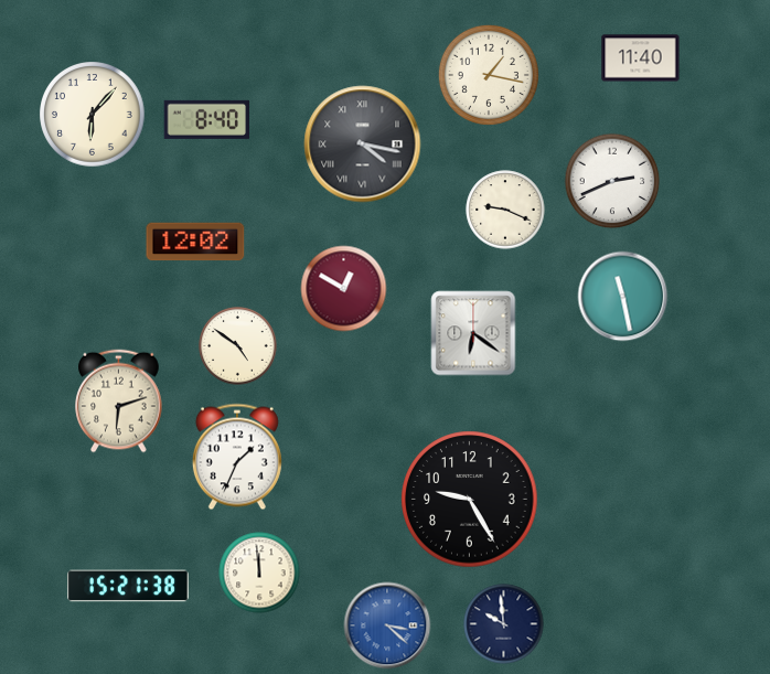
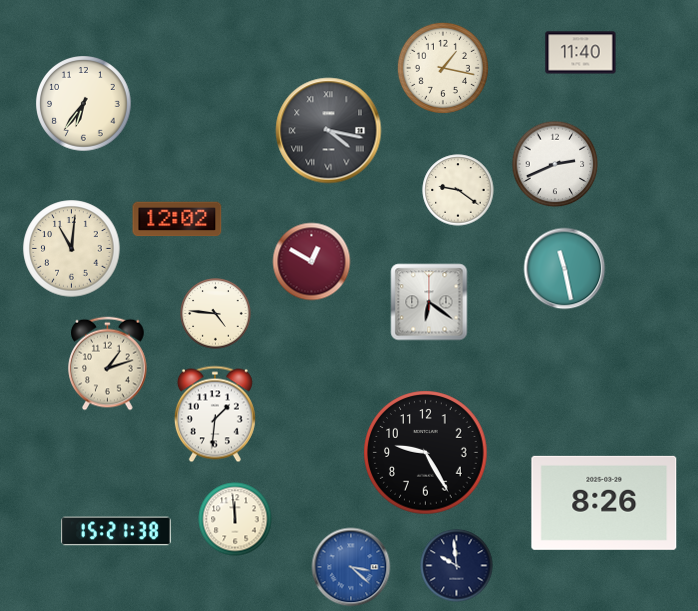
clock at (93, 115): 6:07 -> 6:36
clock at (206, 119): 8:40 -> none
clock at (505, 210): 9:19 -> 9:21
clock at (72, 249): none -> 11:01
clock at (238, 346): 4:51 -> 4:46
clock at (119, 402): 6:12 -> 1:12
clock at (237, 457): 1:34 -> 1:31
clock at (604, 503): none -> 8:26
